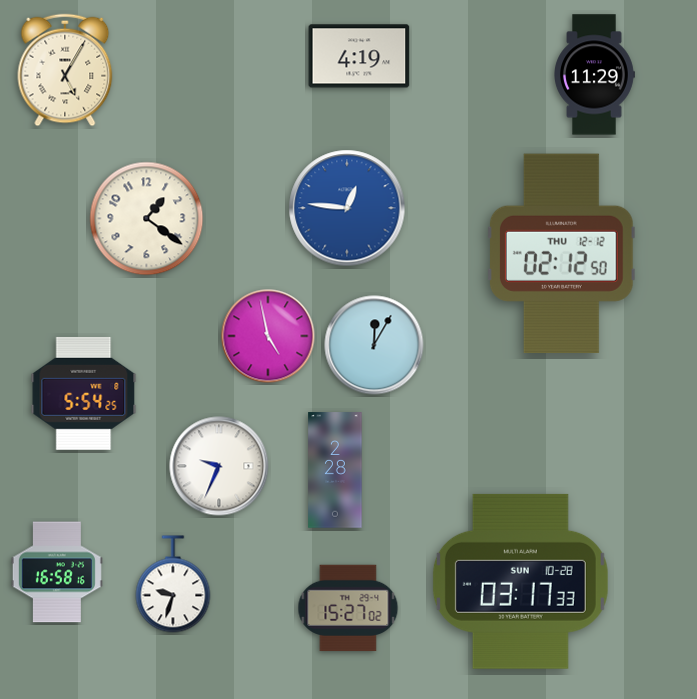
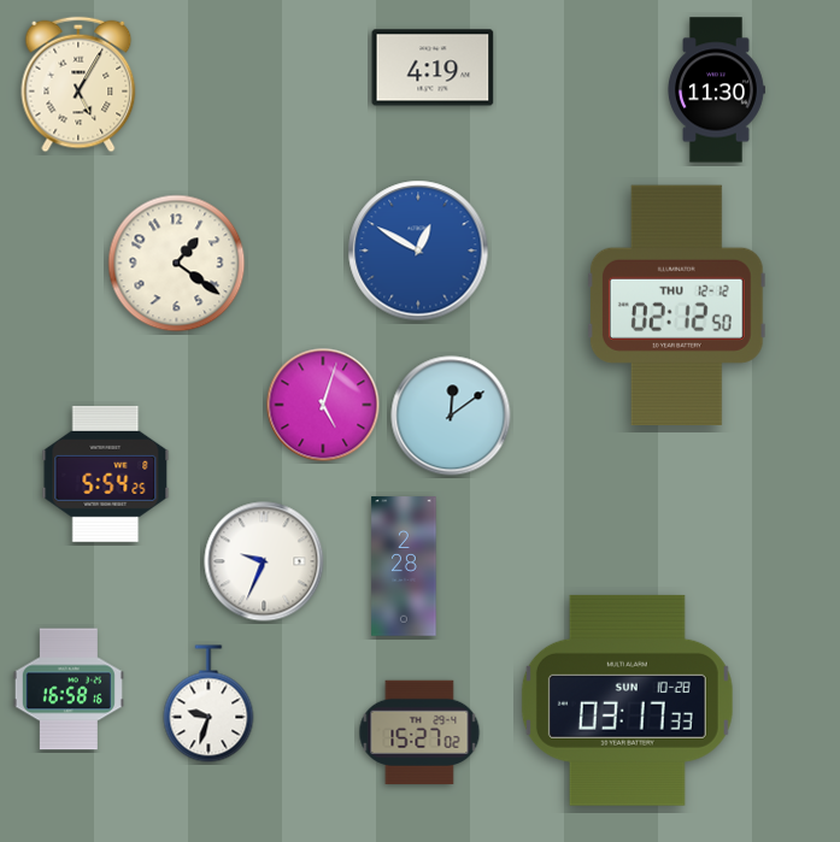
clock at (595, 75): 11:29 -> 11:30
clock at (347, 208): 12:46 -> 12:50
clock at (268, 336): 4:58 -> 5:03
clock at (374, 345): 12:05 -> 12:09
clock at (84, 393) position: (84, 393) -> (106, 473)
